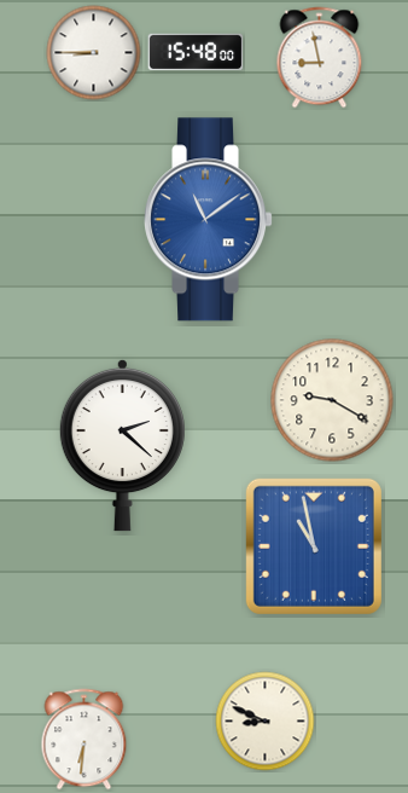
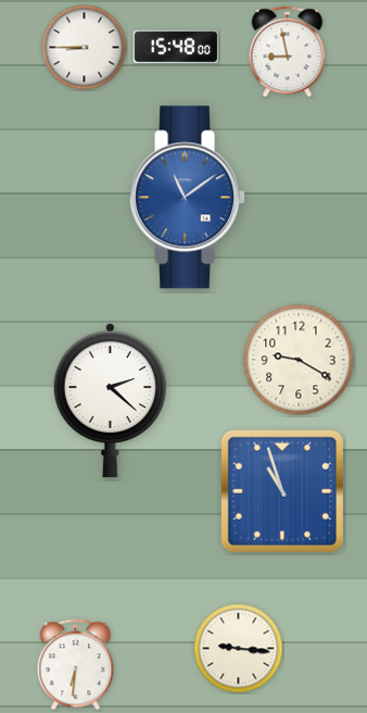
clock at (314, 546): 10:58 -> 10:57
clock at (266, 722): 8:49 -> 9:16
